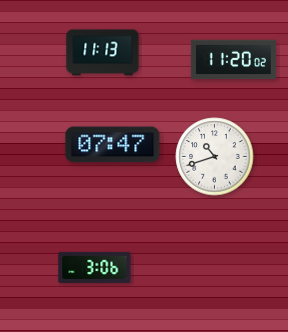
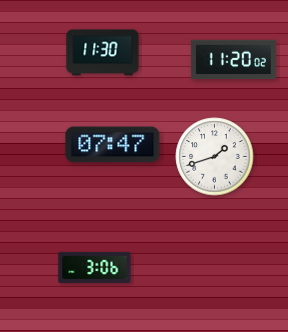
clock at (103, 53): 11:13 -> 11:30
clock at (215, 157): 10:42 -> 1:42
